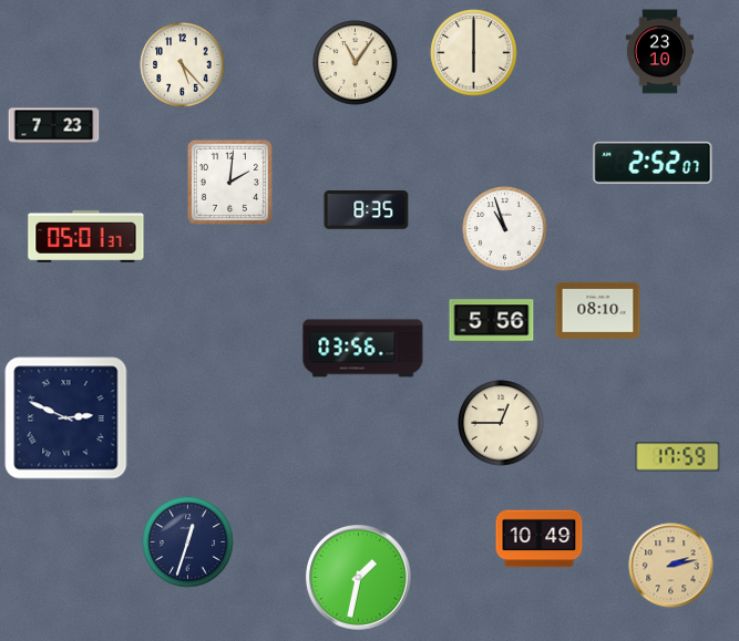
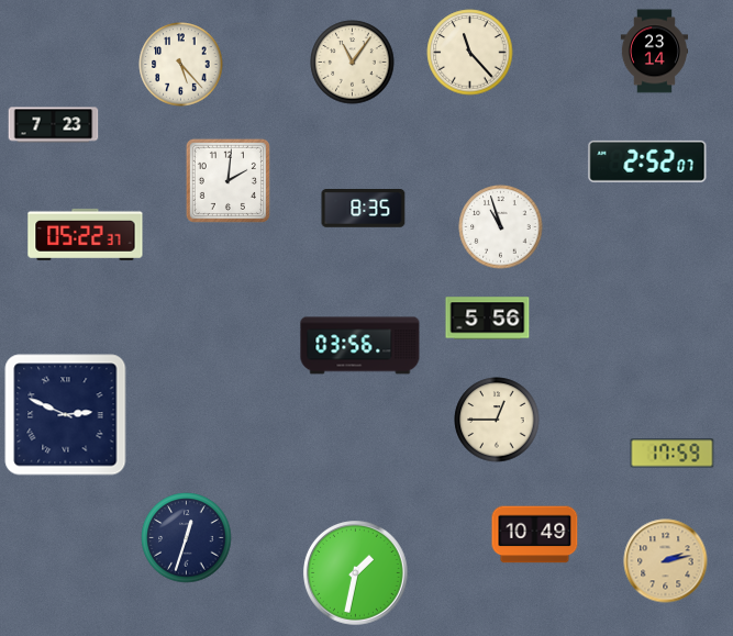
clock at (659, 52): 23:10 -> 23:14
clock at (474, 53): 6:00 -> 11:23
clock at (86, 236): 05:01 -> 05:22
clock at (598, 310): 08:10 -> none
